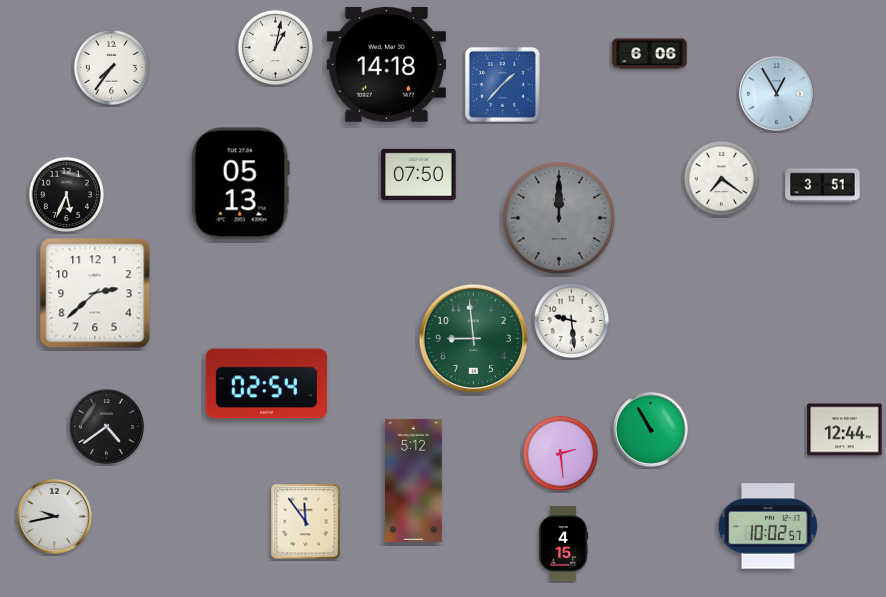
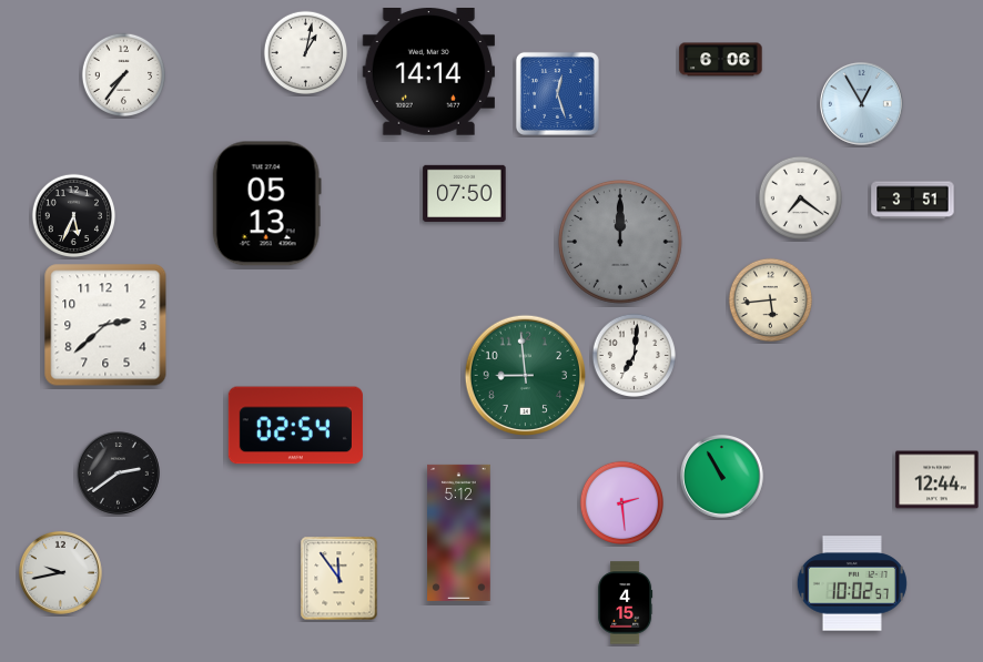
clock at (386, 65): 14:18 -> 14:14
clock at (502, 84): 1:37 -> 12:27
clock at (823, 186) position: (823, 186) -> (913, 201)
clock at (770, 299): none -> 5:44
clock at (571, 320): 9:29 -> 7:01
clock at (107, 427): 4:39 -> 2:39
clock at (845, 430) position: (845, 430) -> (938, 480)
